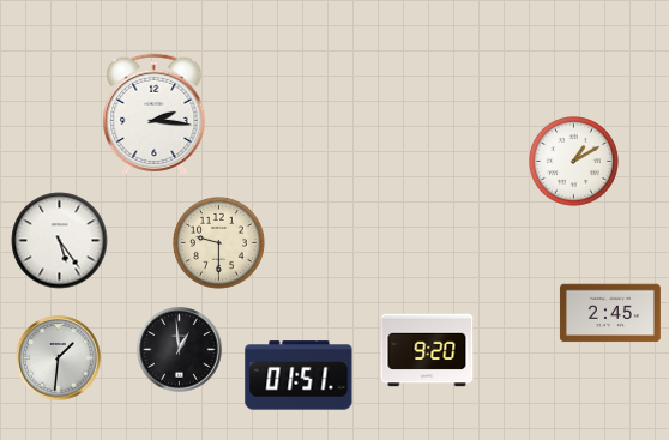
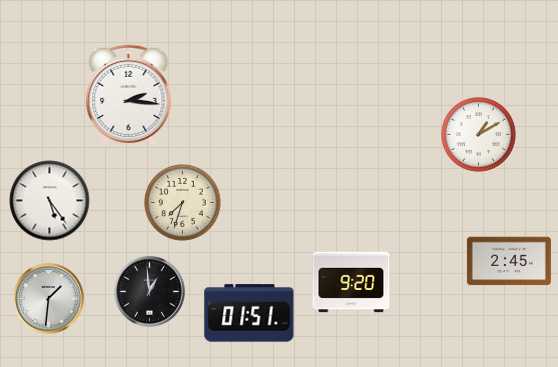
clock at (219, 243): 9:30 -> 7:33
clock at (427, 350) position: (427, 350) -> (351, 282)
